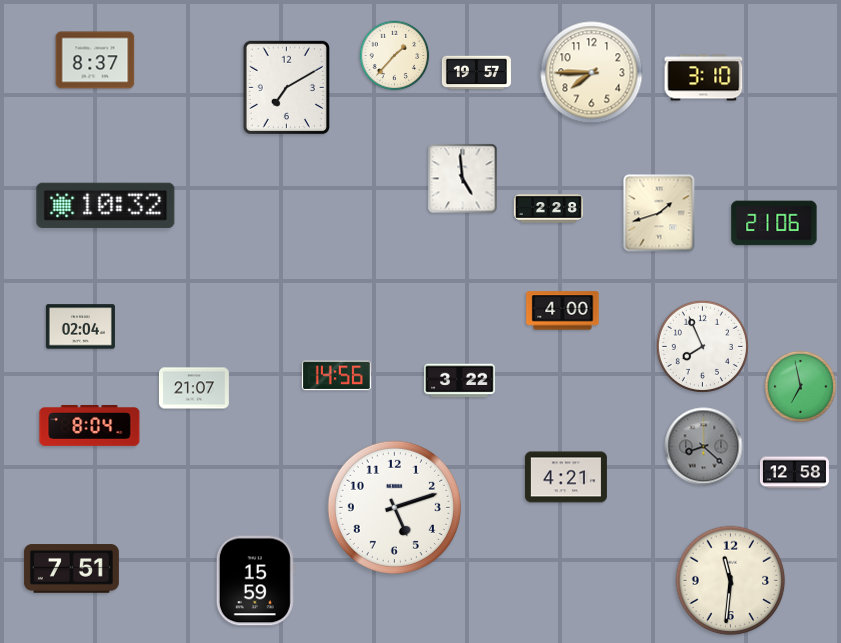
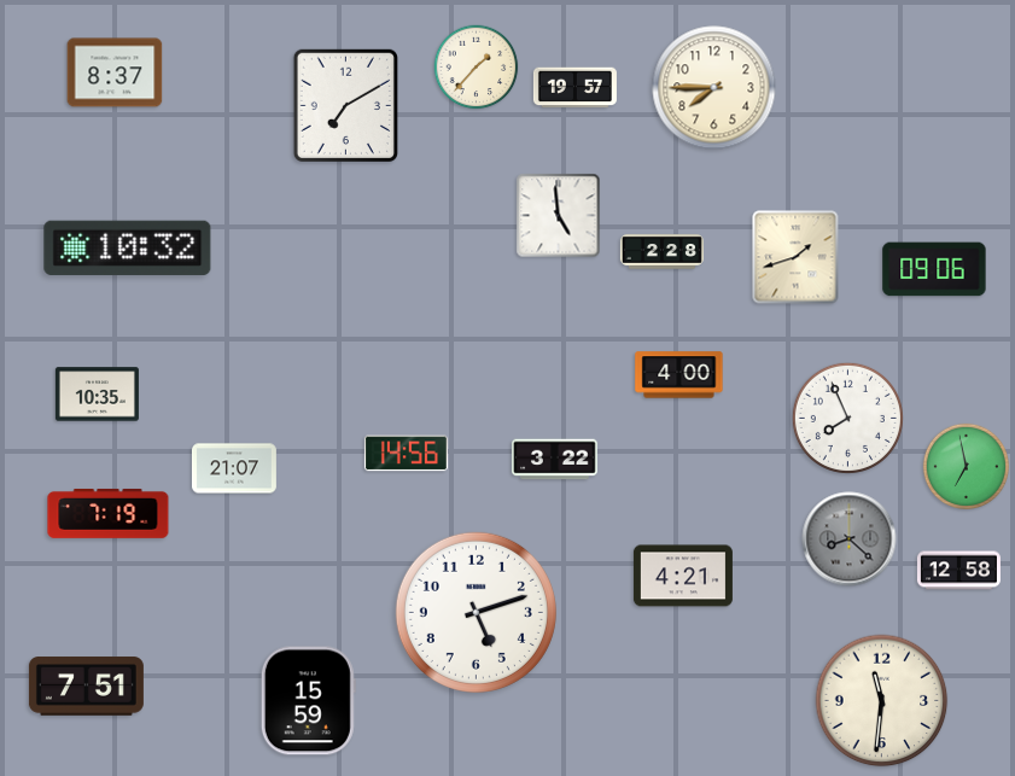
clock at (704, 78): 3:10 -> none
clock at (774, 223): 21:06 -> 09:06
clock at (80, 327): 02:04 -> 10:35
clock at (90, 425): 8:04 -> 7:19
